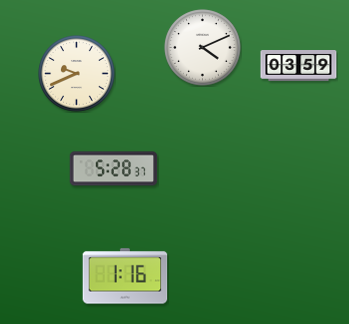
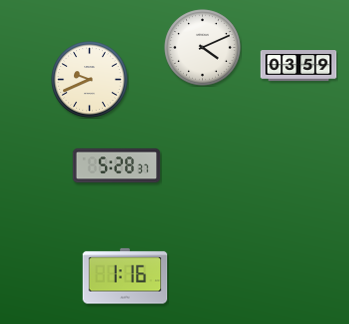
clock at (77, 74) position: (77, 74) -> (90, 80)
clock at (114, 169) position: (114, 169) -> (117, 166)
